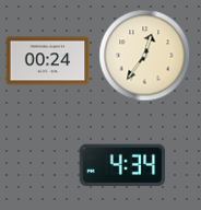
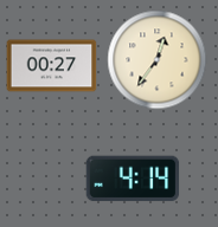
clock at (48, 61): 00:24 -> 00:27
clock at (122, 165): 4:34 -> 4:14
